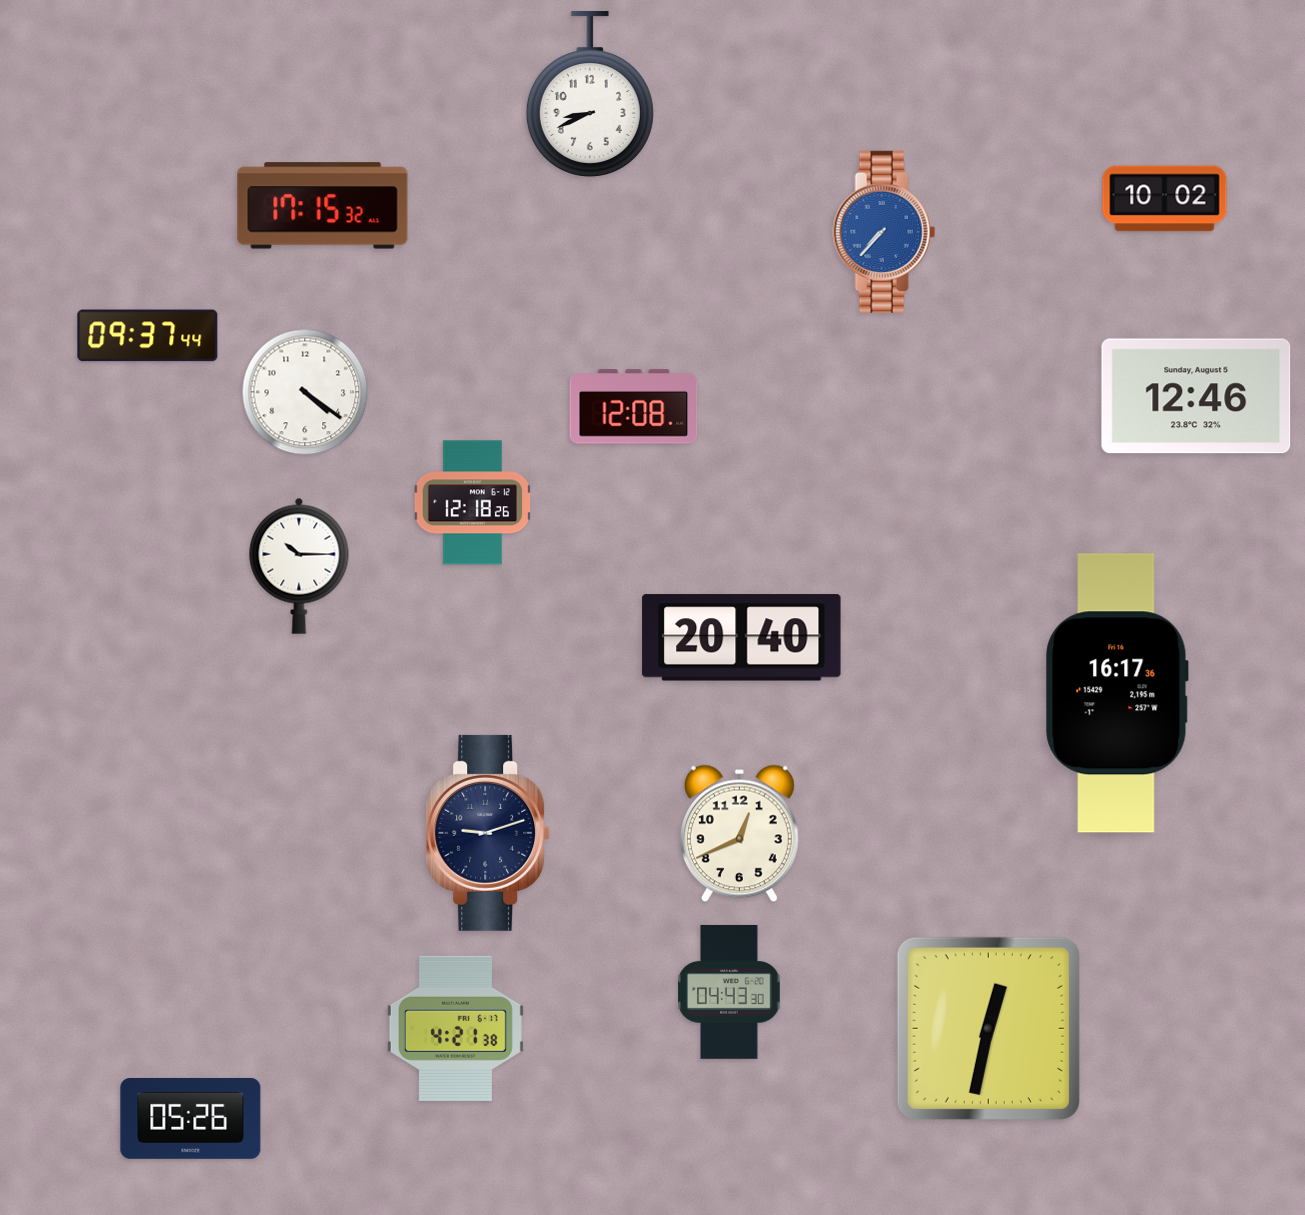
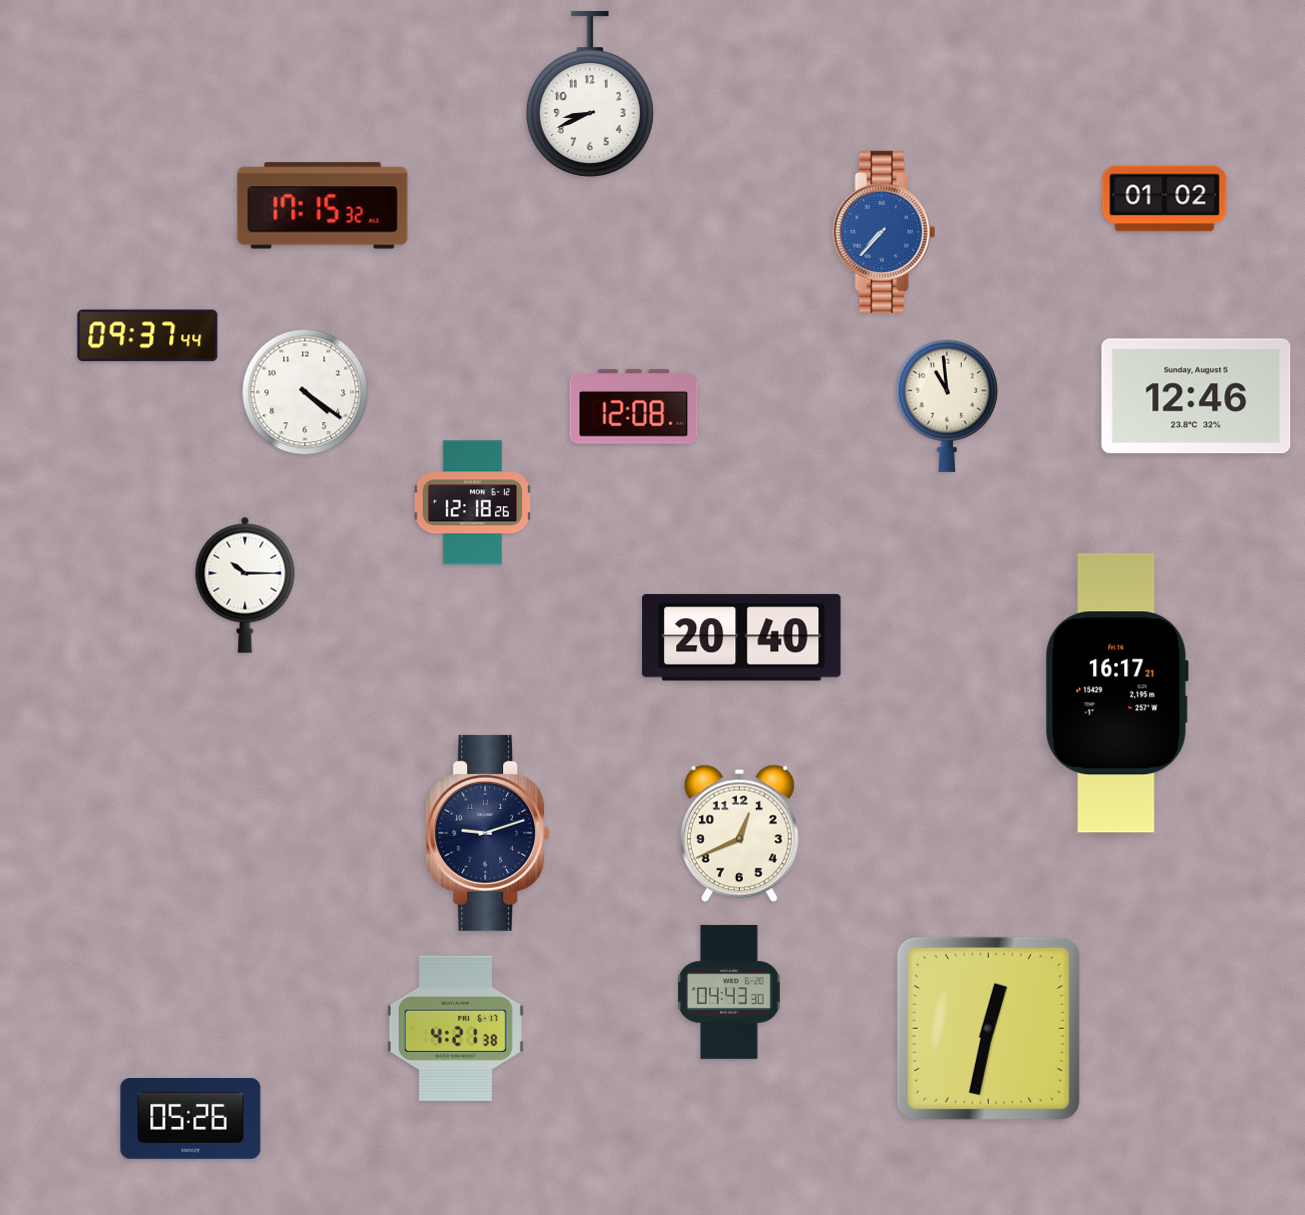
clock at (1165, 199): 10:02 -> 01:02
clock at (947, 406): none -> 10:59
clock at (299, 566) position: (299, 566) -> (245, 585)
clock at (1117, 693): 16:17:36 -> 16:17:21
